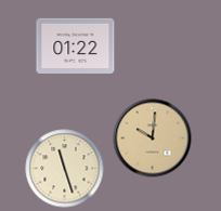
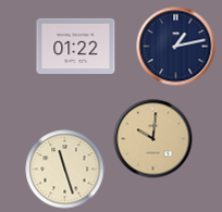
clock at (176, 47): none -> 1:13
